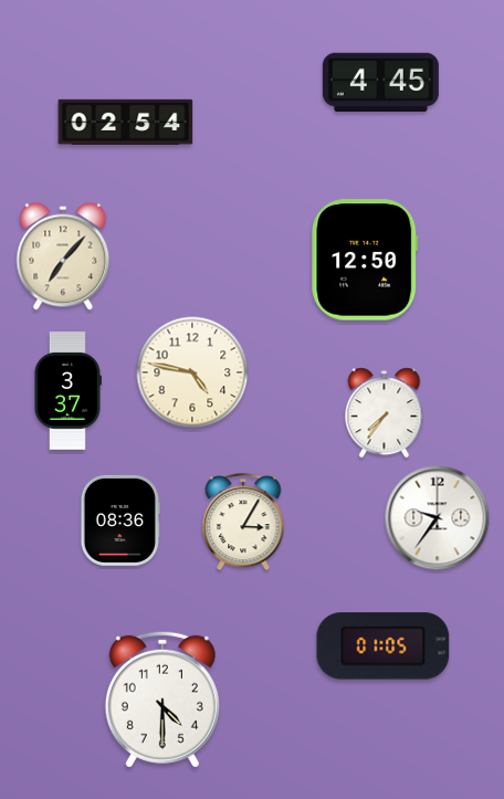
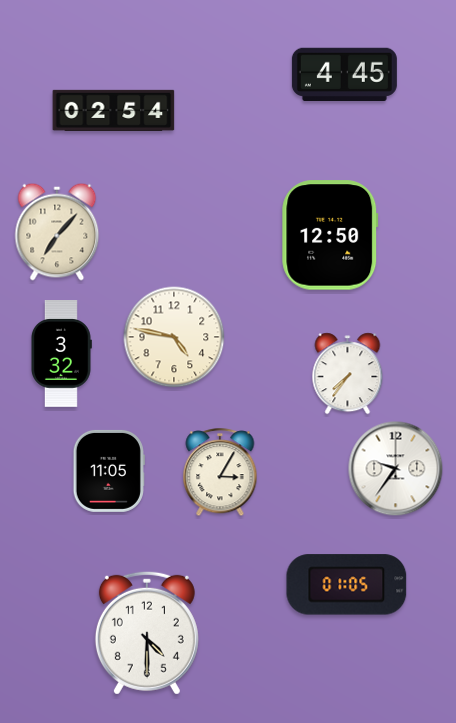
clock at (67, 391): 3:37 -> 3:32
clock at (120, 521): 08:36 -> 11:05
